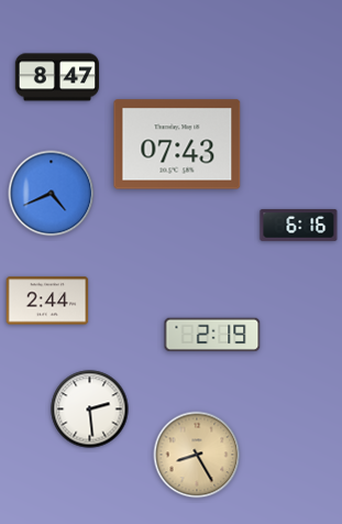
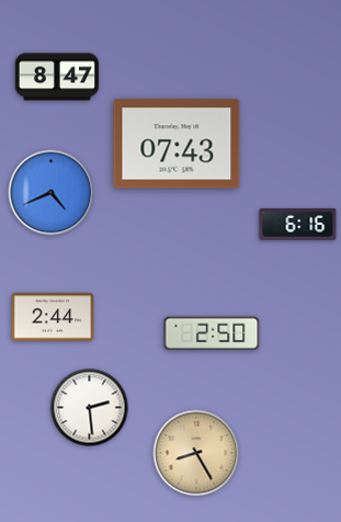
clock at (47, 301) position: (47, 301) -> (53, 317)
clock at (212, 335): 2:19 -> 2:50
